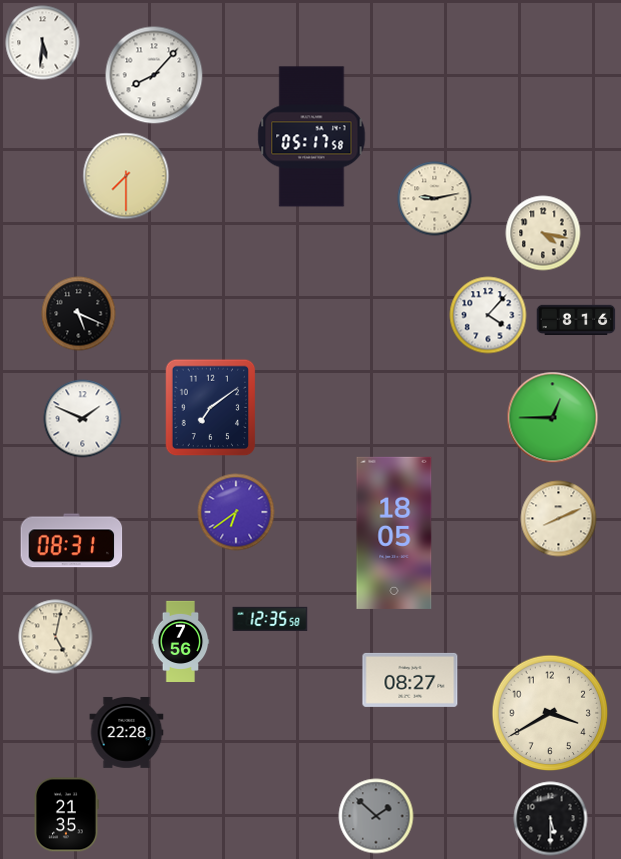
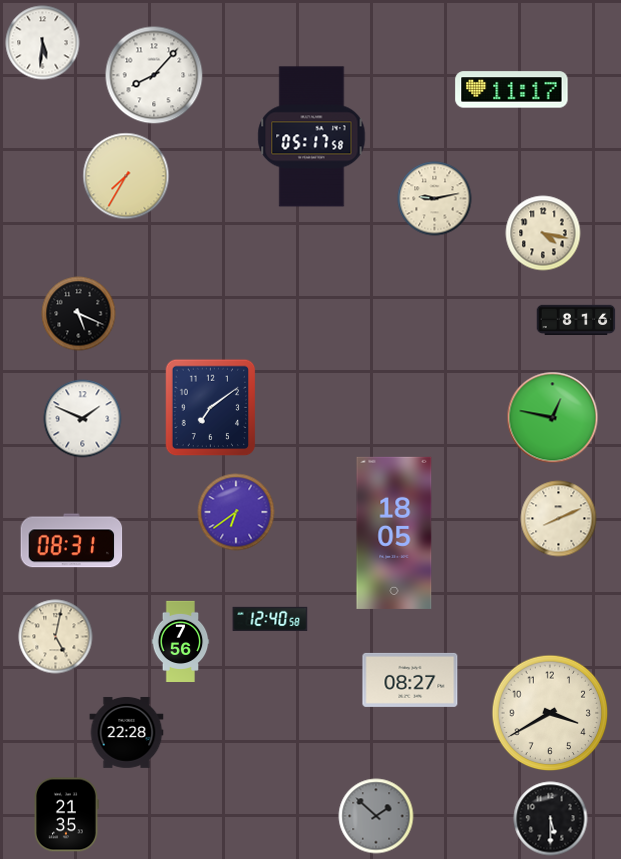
clock at (512, 90): none -> 11:17
clock at (126, 176): 7:30 -> 7:35
clock at (488, 315): 4:07 -> none
clock at (553, 418): 12:45 -> 12:47
clock at (270, 619): 12:35 -> 12:40
